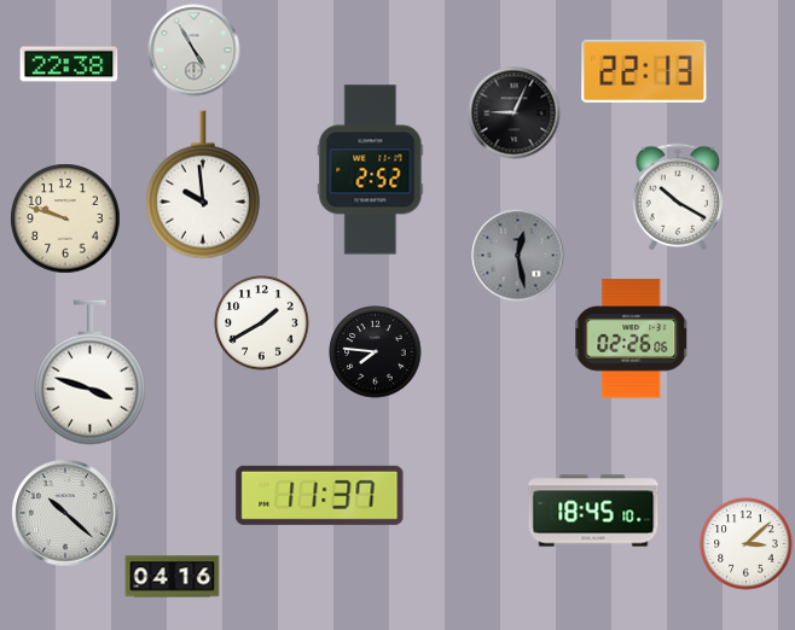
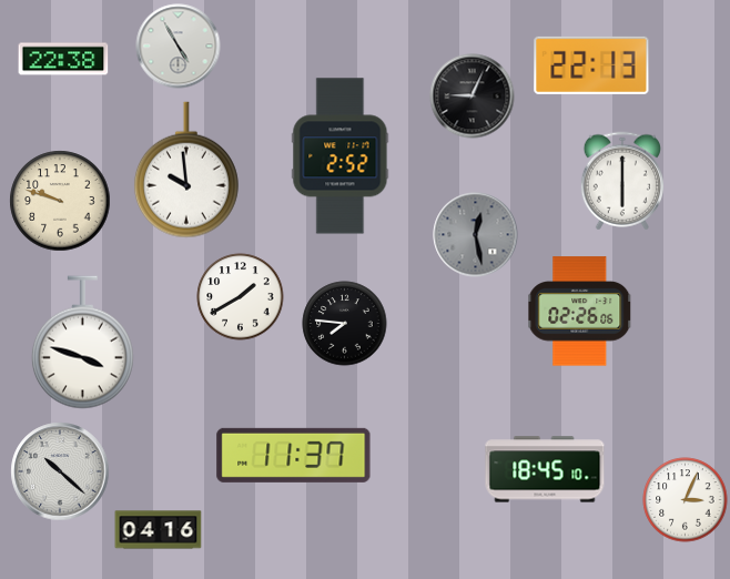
clock at (515, 113) position: (515, 113) -> (473, 96)
clock at (678, 197): 10:20 -> 6:00
clock at (747, 544): 3:08 -> 3:04
